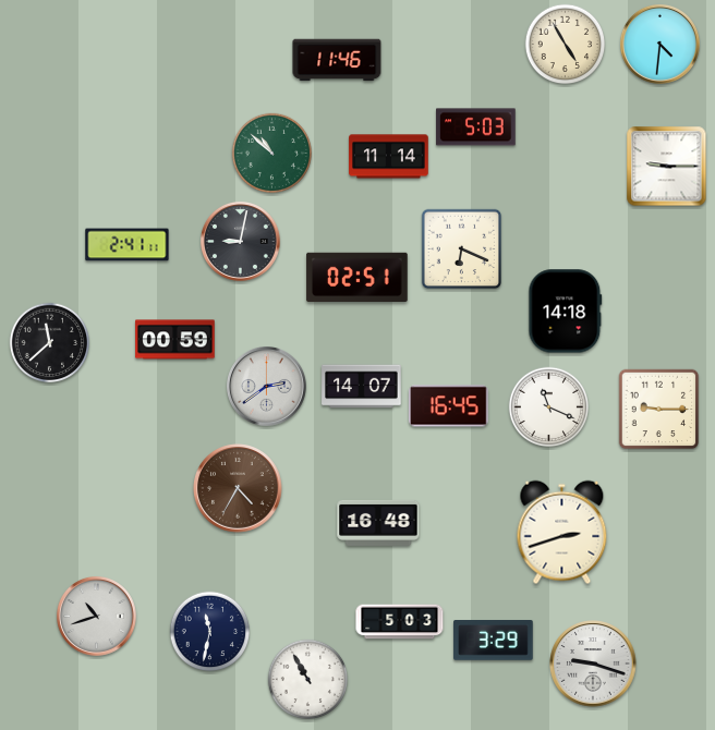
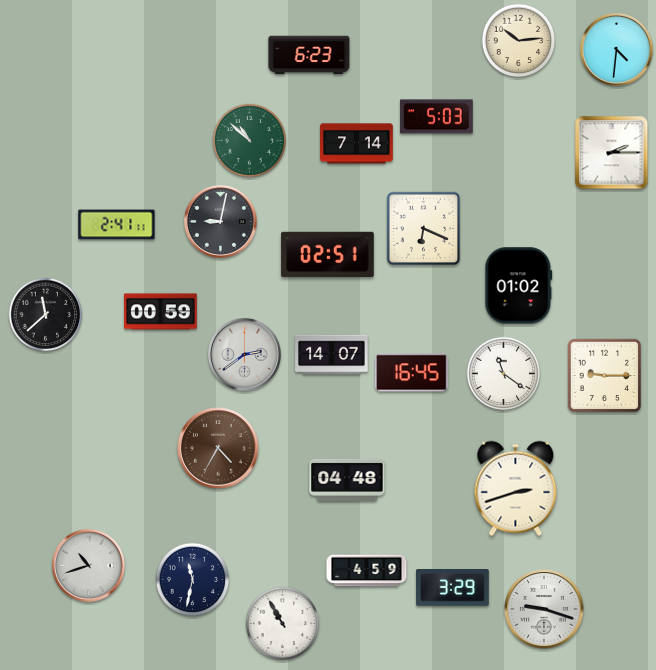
clock at (566, 45): 4:55 -> 10:14
clock at (661, 45) position: (661, 45) -> (617, 50)
clock at (337, 60): 11:46 -> 6:23
clock at (389, 157): 11:14 -> 7:14
clock at (667, 167): 9:15 -> 2:15
clock at (566, 312): 14:18 -> 01:02
clock at (549, 407): 11:19 -> 11:21
clock at (378, 523): 16:48 -> 04:48
clock at (400, 622): 5:03 -> 4:59
